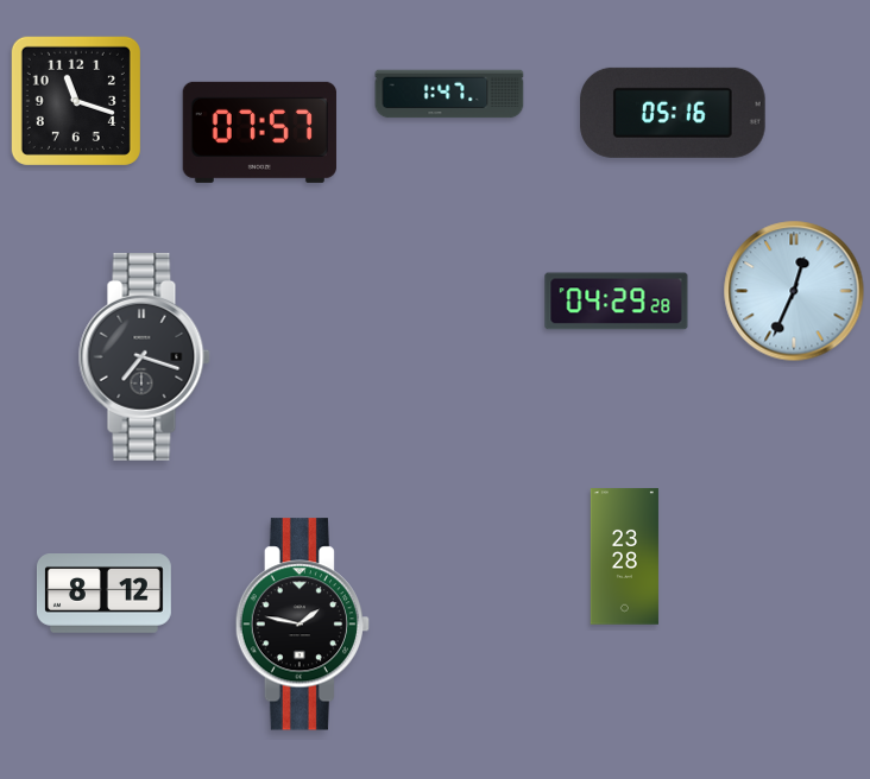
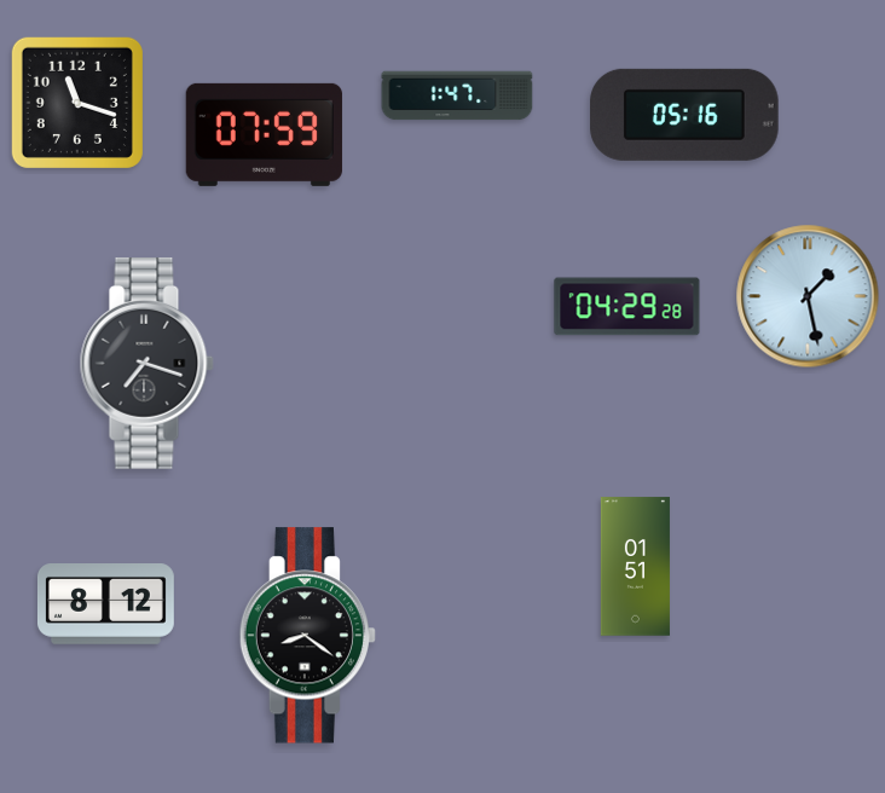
clock at (259, 132): 07:57 -> 07:59
clock at (794, 291): 12:34 -> 1:28
clock at (624, 557): 23:28 -> 01:51
clock at (302, 625): 1:47 -> 8:21
